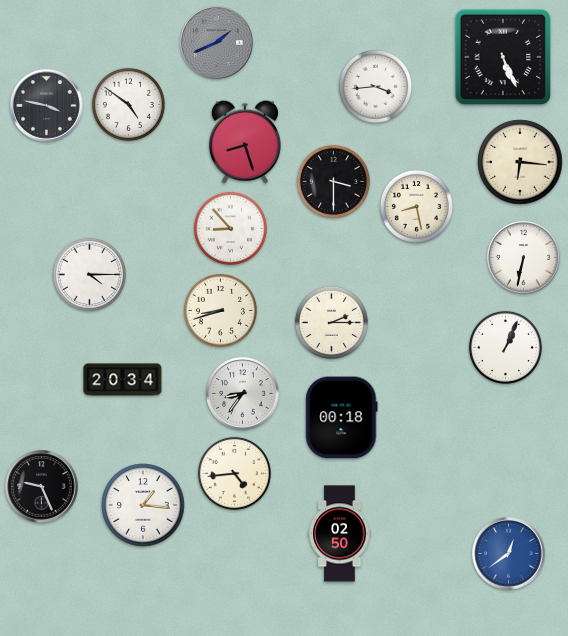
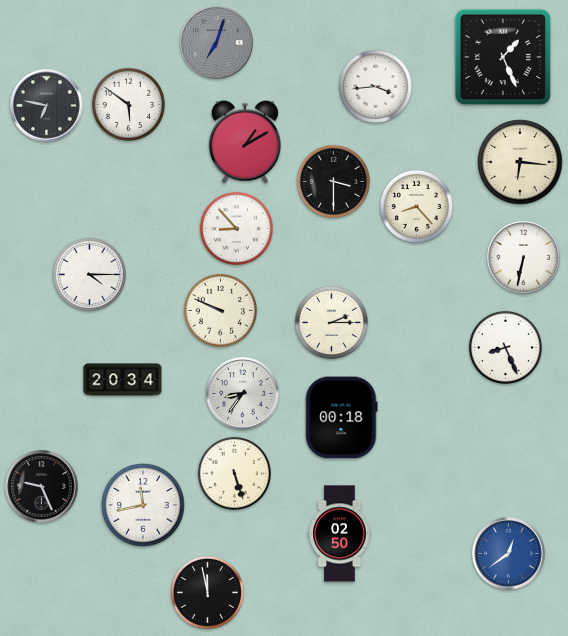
clock at (217, 43): 1:41 -> 7:03
clock at (503, 57): 5:26 -> 1:26
clock at (128, 104): 4:51 -> 5:51
clock at (47, 106): 3:47 -> 6:47
clock at (245, 142): 8:27 -> 1:10
clock at (416, 206): 8:28 -> 8:23
clock at (230, 228) position: (230, 228) -> (236, 228)
clock at (220, 310): 8:42 -> 9:49
clock at (505, 347): 1:04 -> 8:26
clock at (234, 473): 4:44 -> 5:27
clock at (143, 505): 1:16 -> 11:43
clock at (207, 592): none -> 11:58
